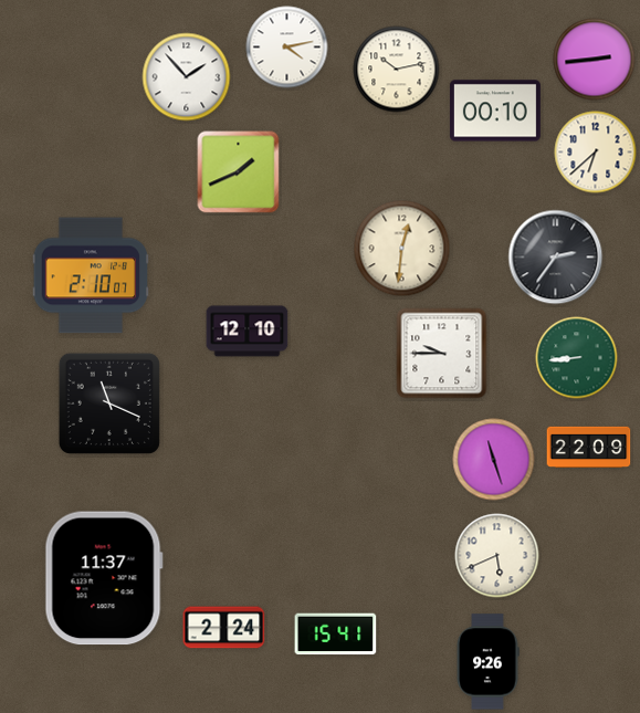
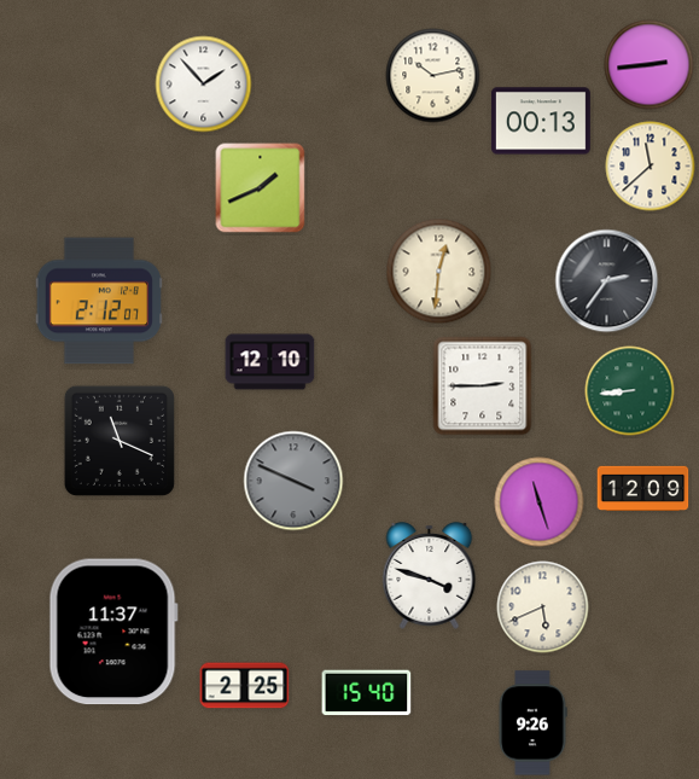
clock at (287, 48): 4:13 -> none
clock at (495, 111): 00:10 -> 00:13
clock at (596, 153): 6:38 -> 11:38
clock at (90, 275): 2:10 -> 2:12
clock at (442, 354): 9:45 -> 2:45
clock at (293, 481): none -> 3:49
clock at (589, 447): 22:09 -> 12:09
clock at (430, 576): none -> 3:48
clock at (224, 628): 2:24 -> 2:25
clock at (336, 635): 15:41 -> 15:40
